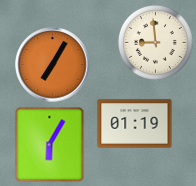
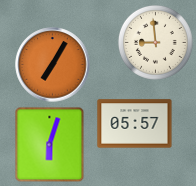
clock at (135, 124): 01:19 -> 05:57
clock at (50, 145): 6:05 -> 6:03
